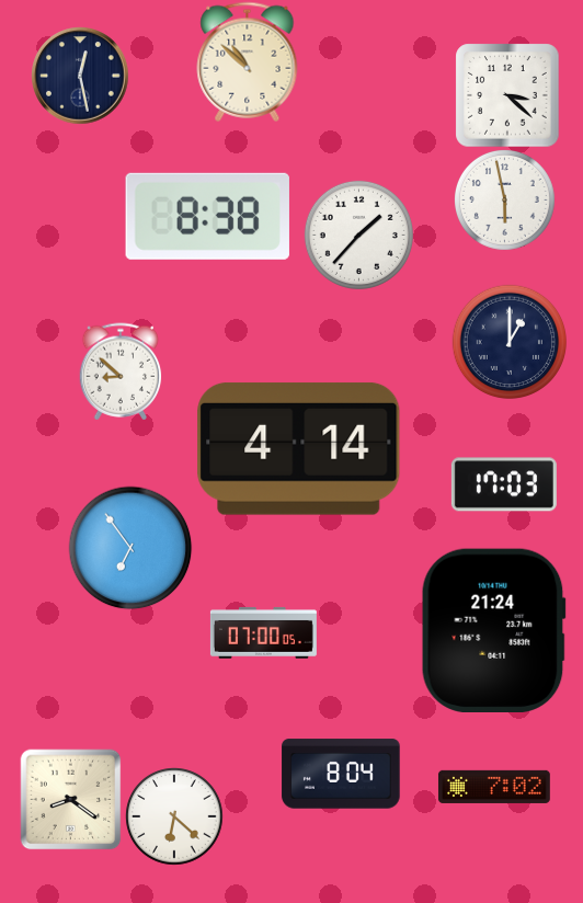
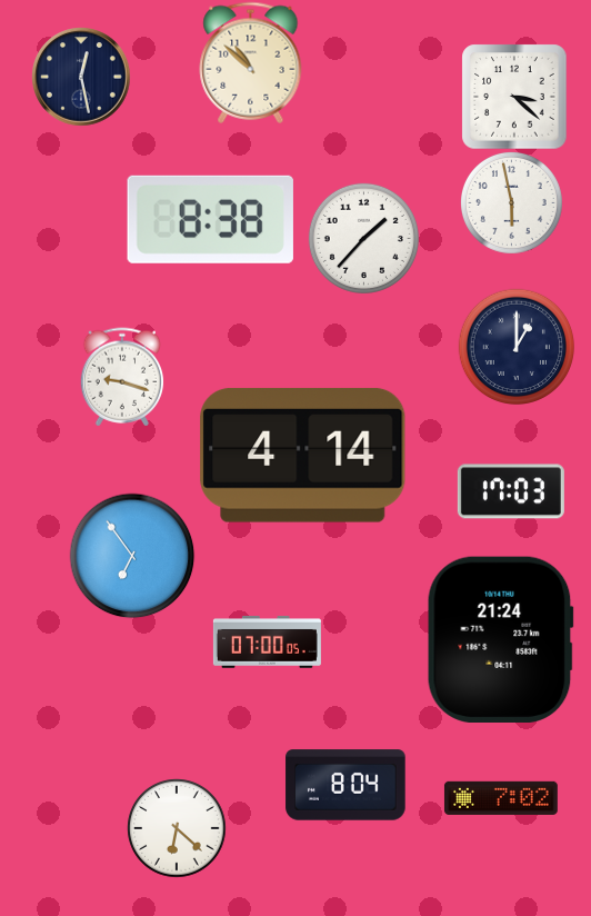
clock at (121, 372): 8:52 -> 9:18
clock at (70, 799): 8:21 -> none
